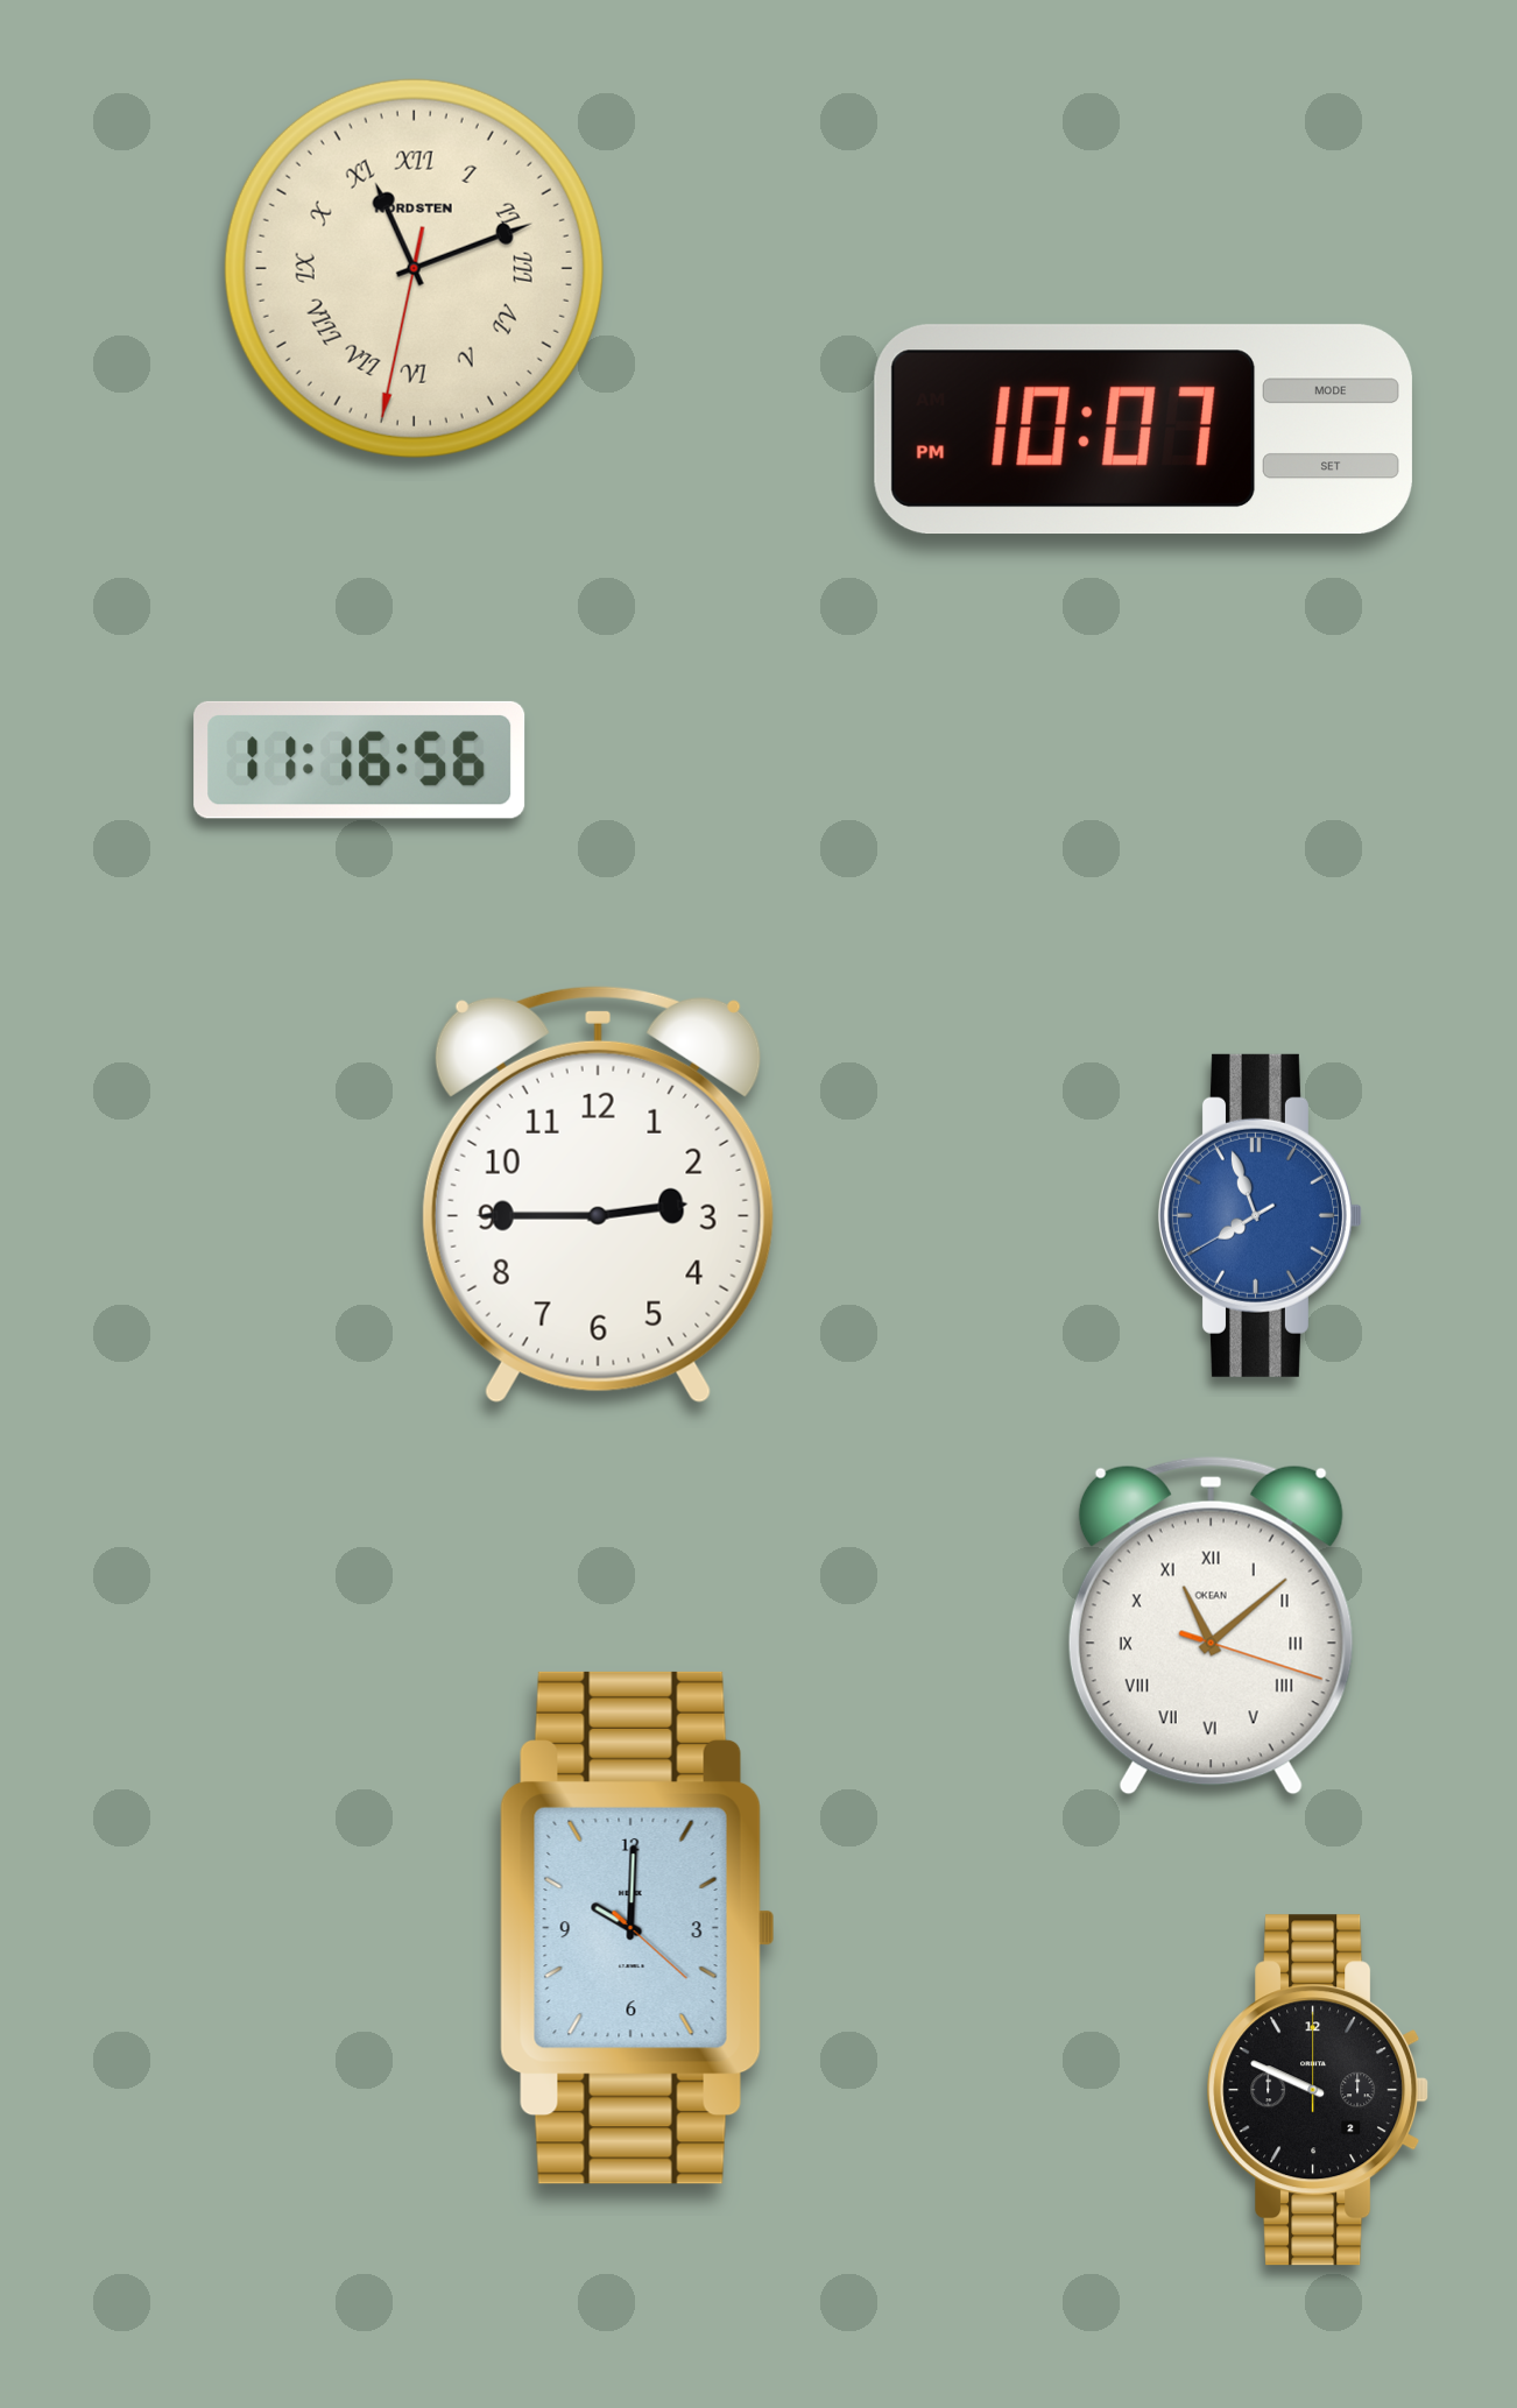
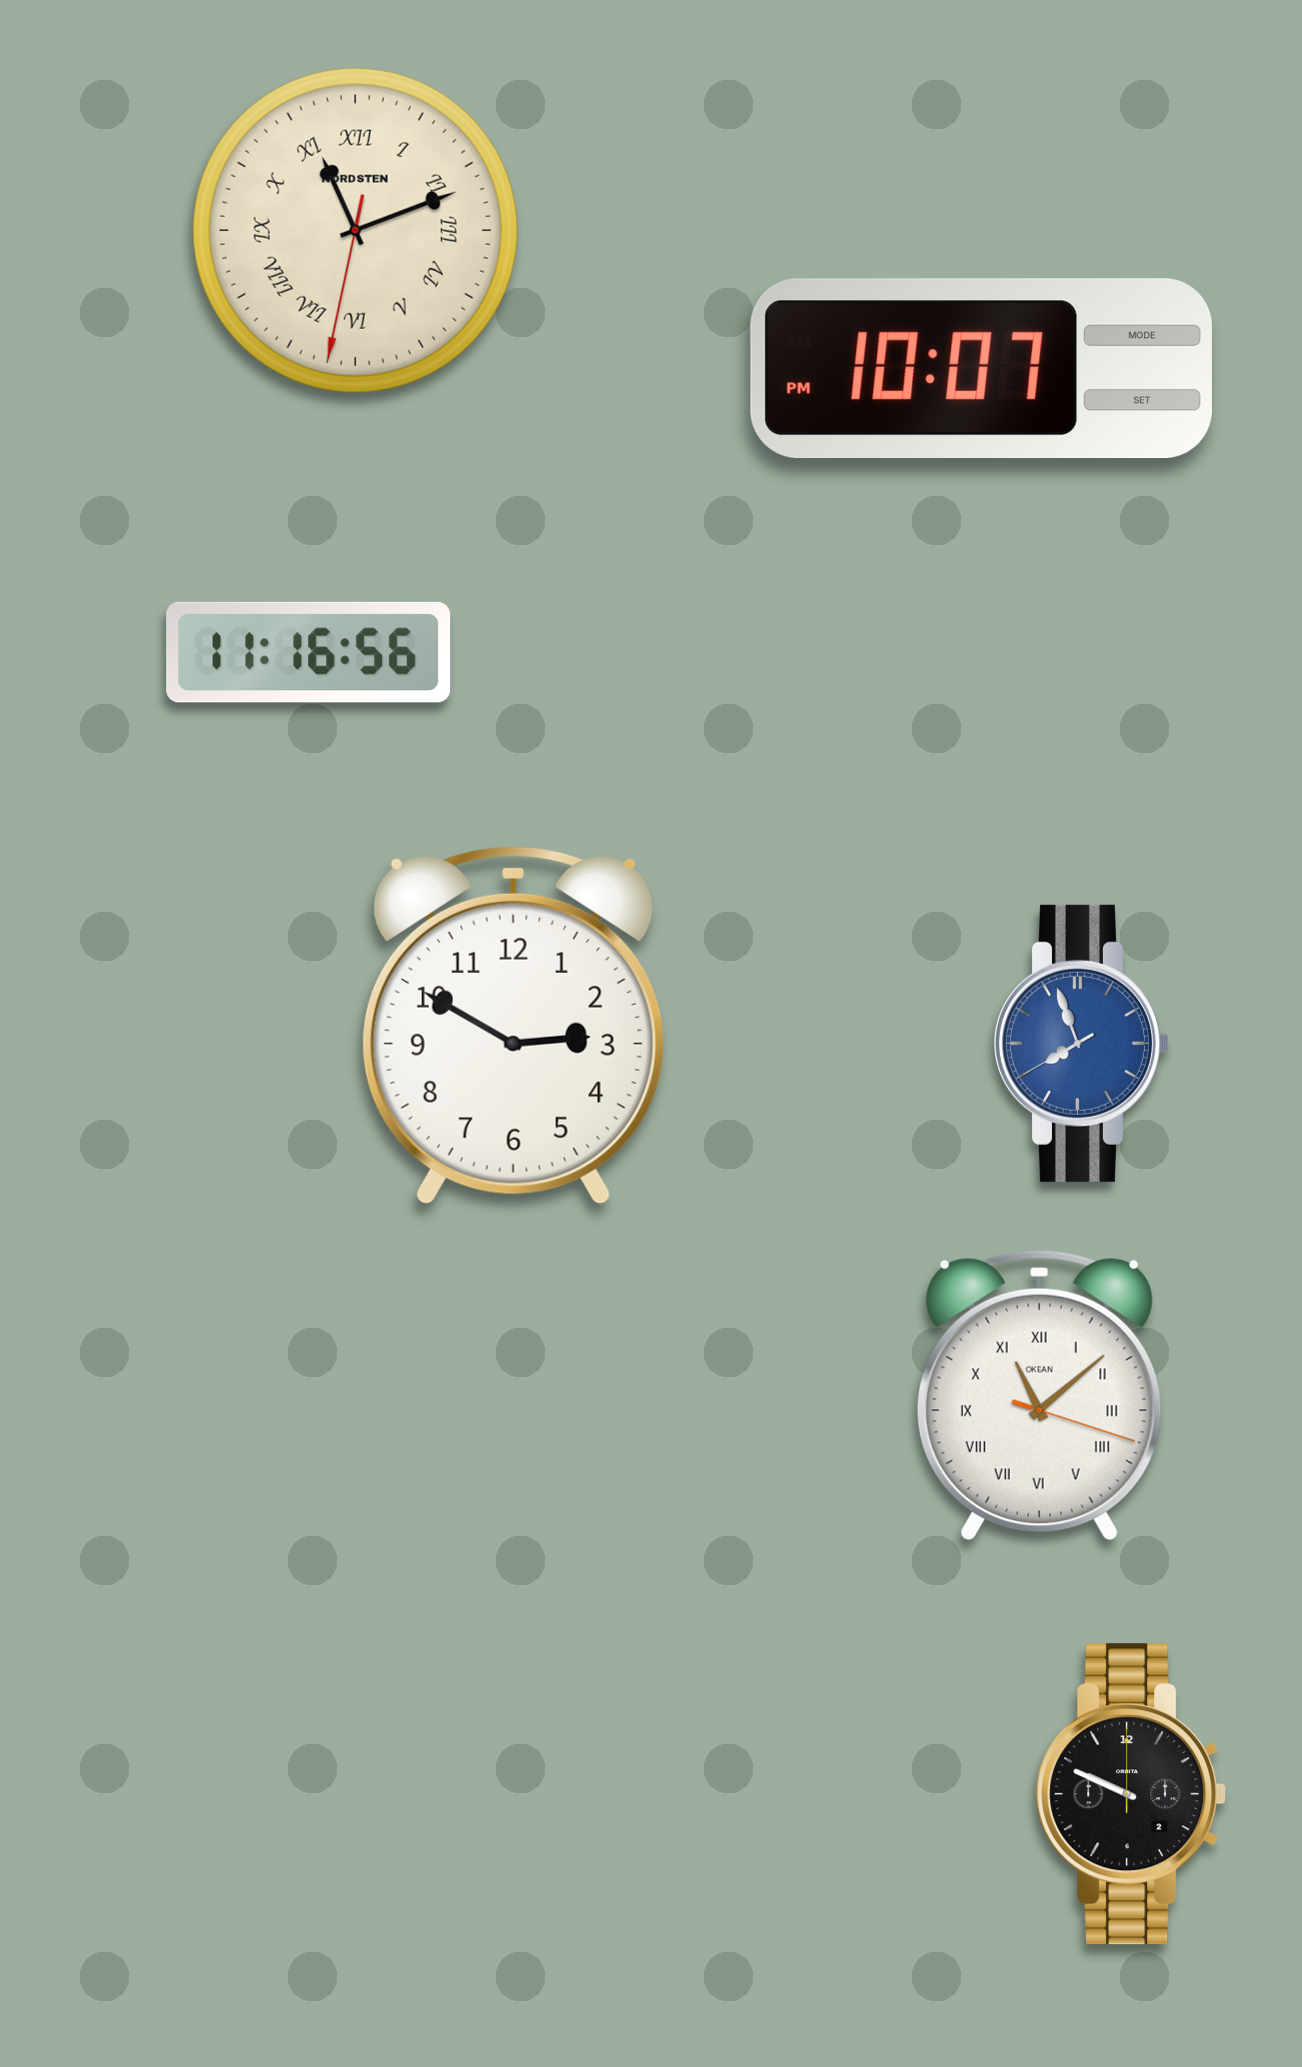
clock at (598, 1194): 2:45 -> 2:50
clock at (637, 1928): 10:00 -> none
